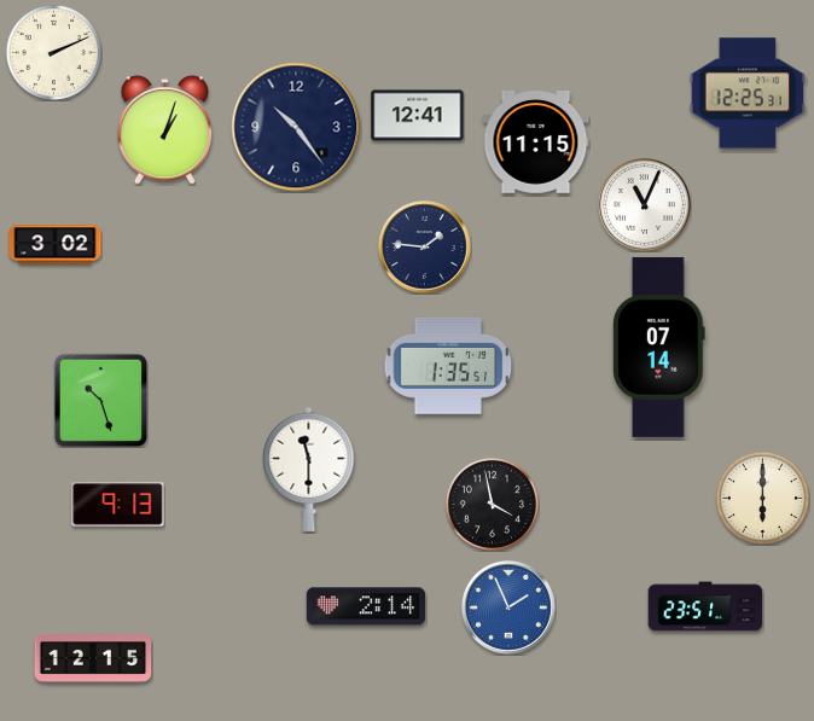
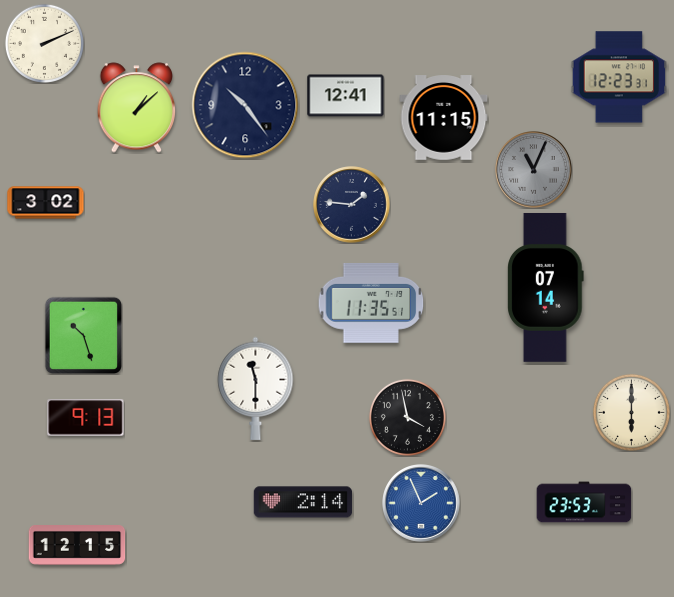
clock at (748, 93): 12:25 -> 12:23
clock at (165, 130): 1:03 -> 1:08
clock at (645, 205) dial: white -> grey
clock at (448, 366): 1:35 -> 11:35
clock at (100, 400) position: (100, 400) -> (83, 335)
clock at (118, 505) position: (118, 505) -> (86, 418)
clock at (705, 606): 23:51 -> 23:53
